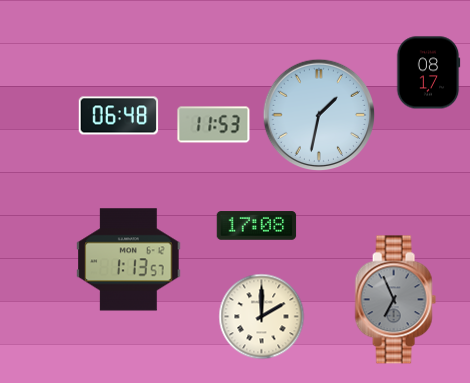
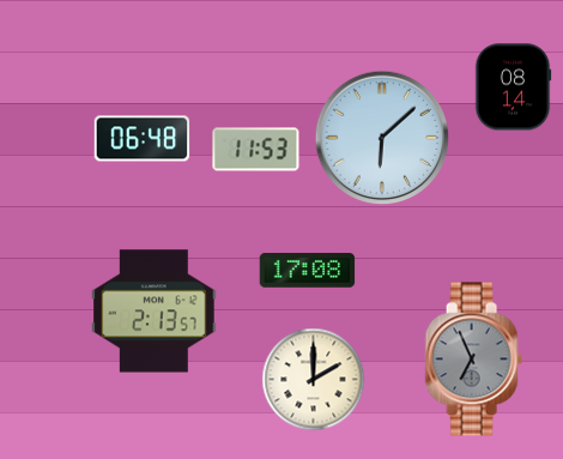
clock at (428, 73): 08:17 -> 08:14
clock at (318, 114): 1:32 -> 6:08
clock at (129, 260): 1:13 -> 2:13
